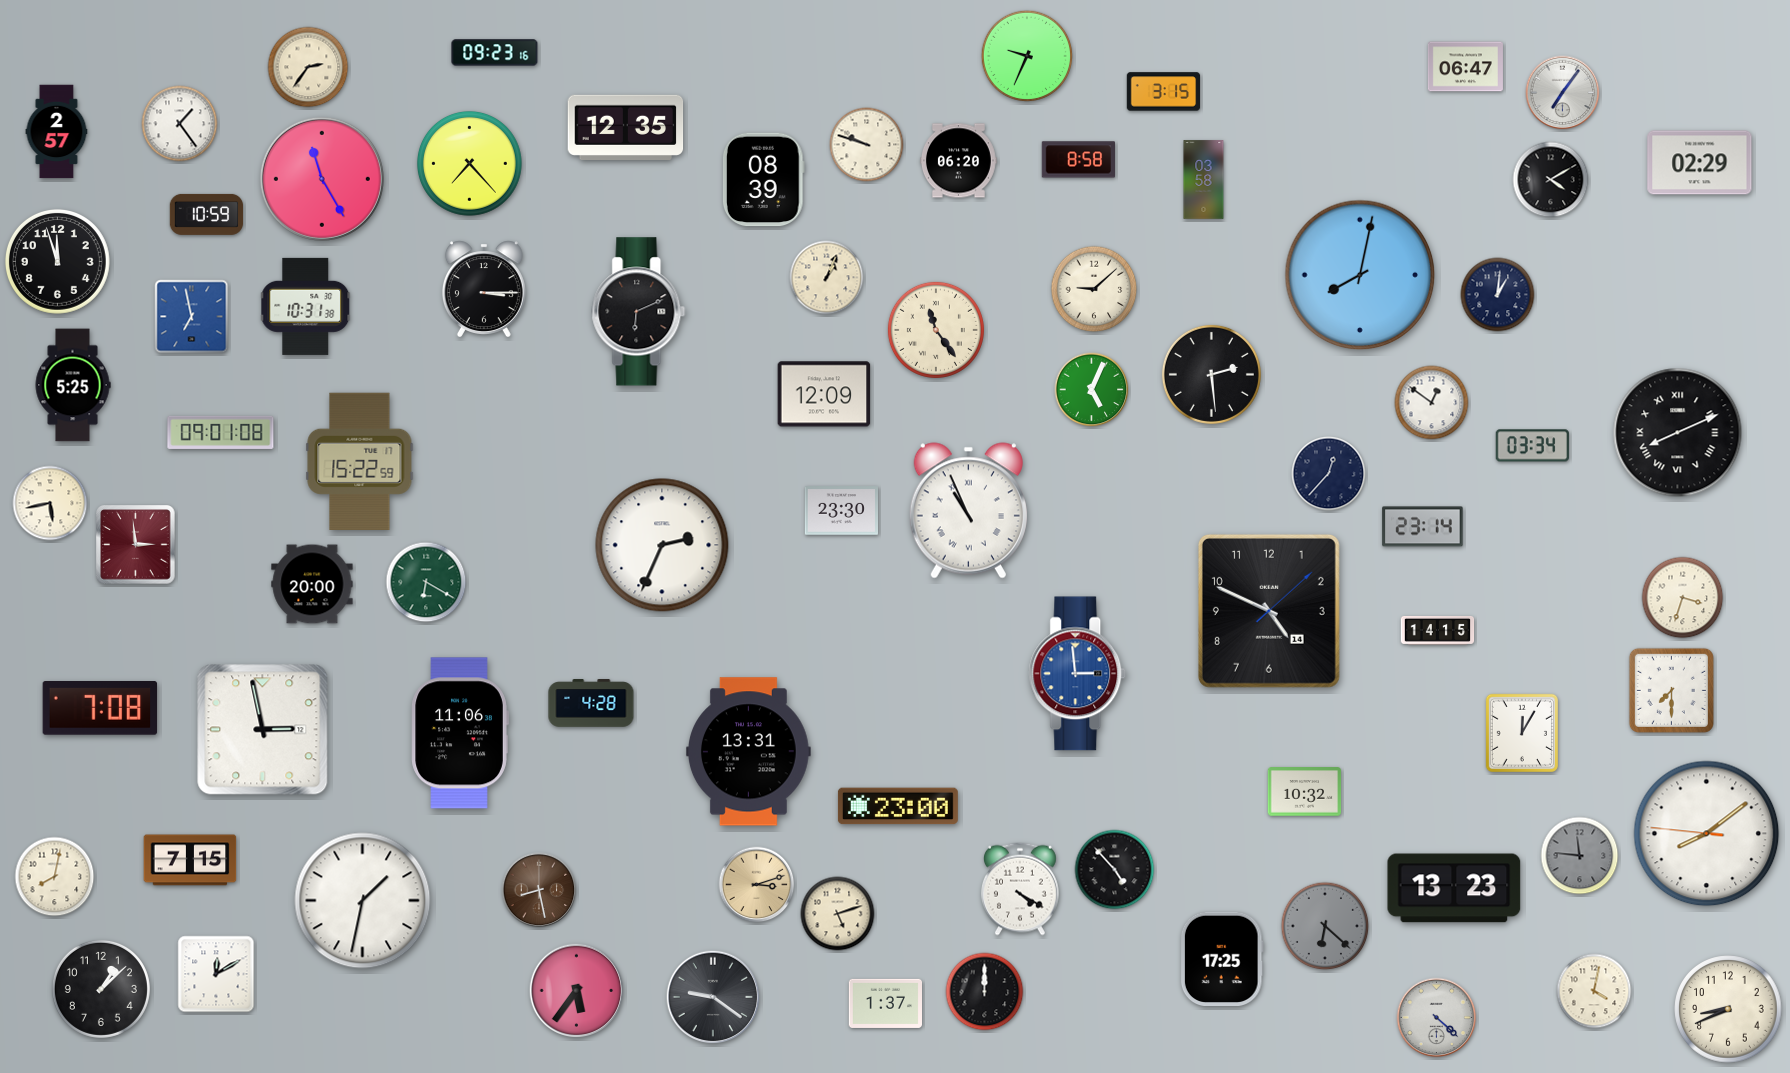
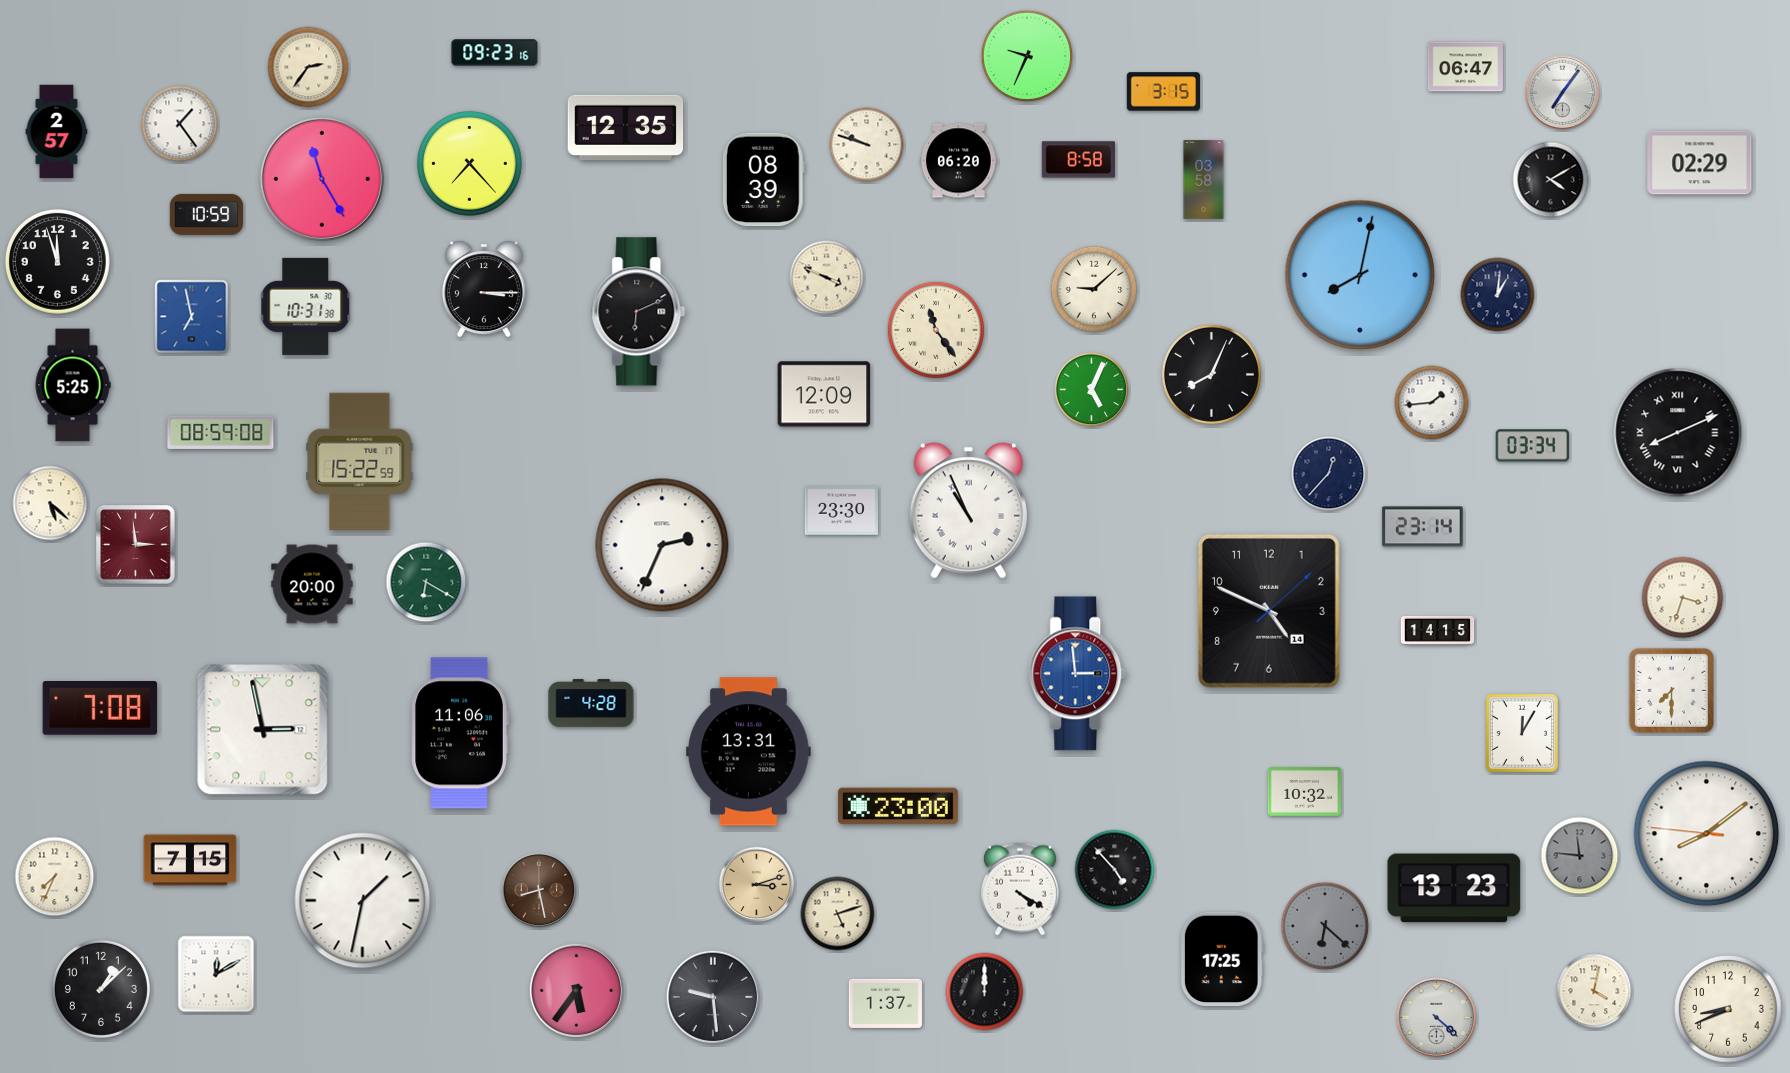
clock at (827, 278): 1:04 -> 3:49
clock at (1211, 374): 2:29 -> 8:04
clock at (1432, 403): 12:51 -> 1:44
clock at (221, 432): 09:01 -> 08:59
clock at (50, 503): 5:43 -> 5:22
clock at (55, 877): 8:02 -> 7:34
clock at (713, 997): 9:21 -> 9:29
